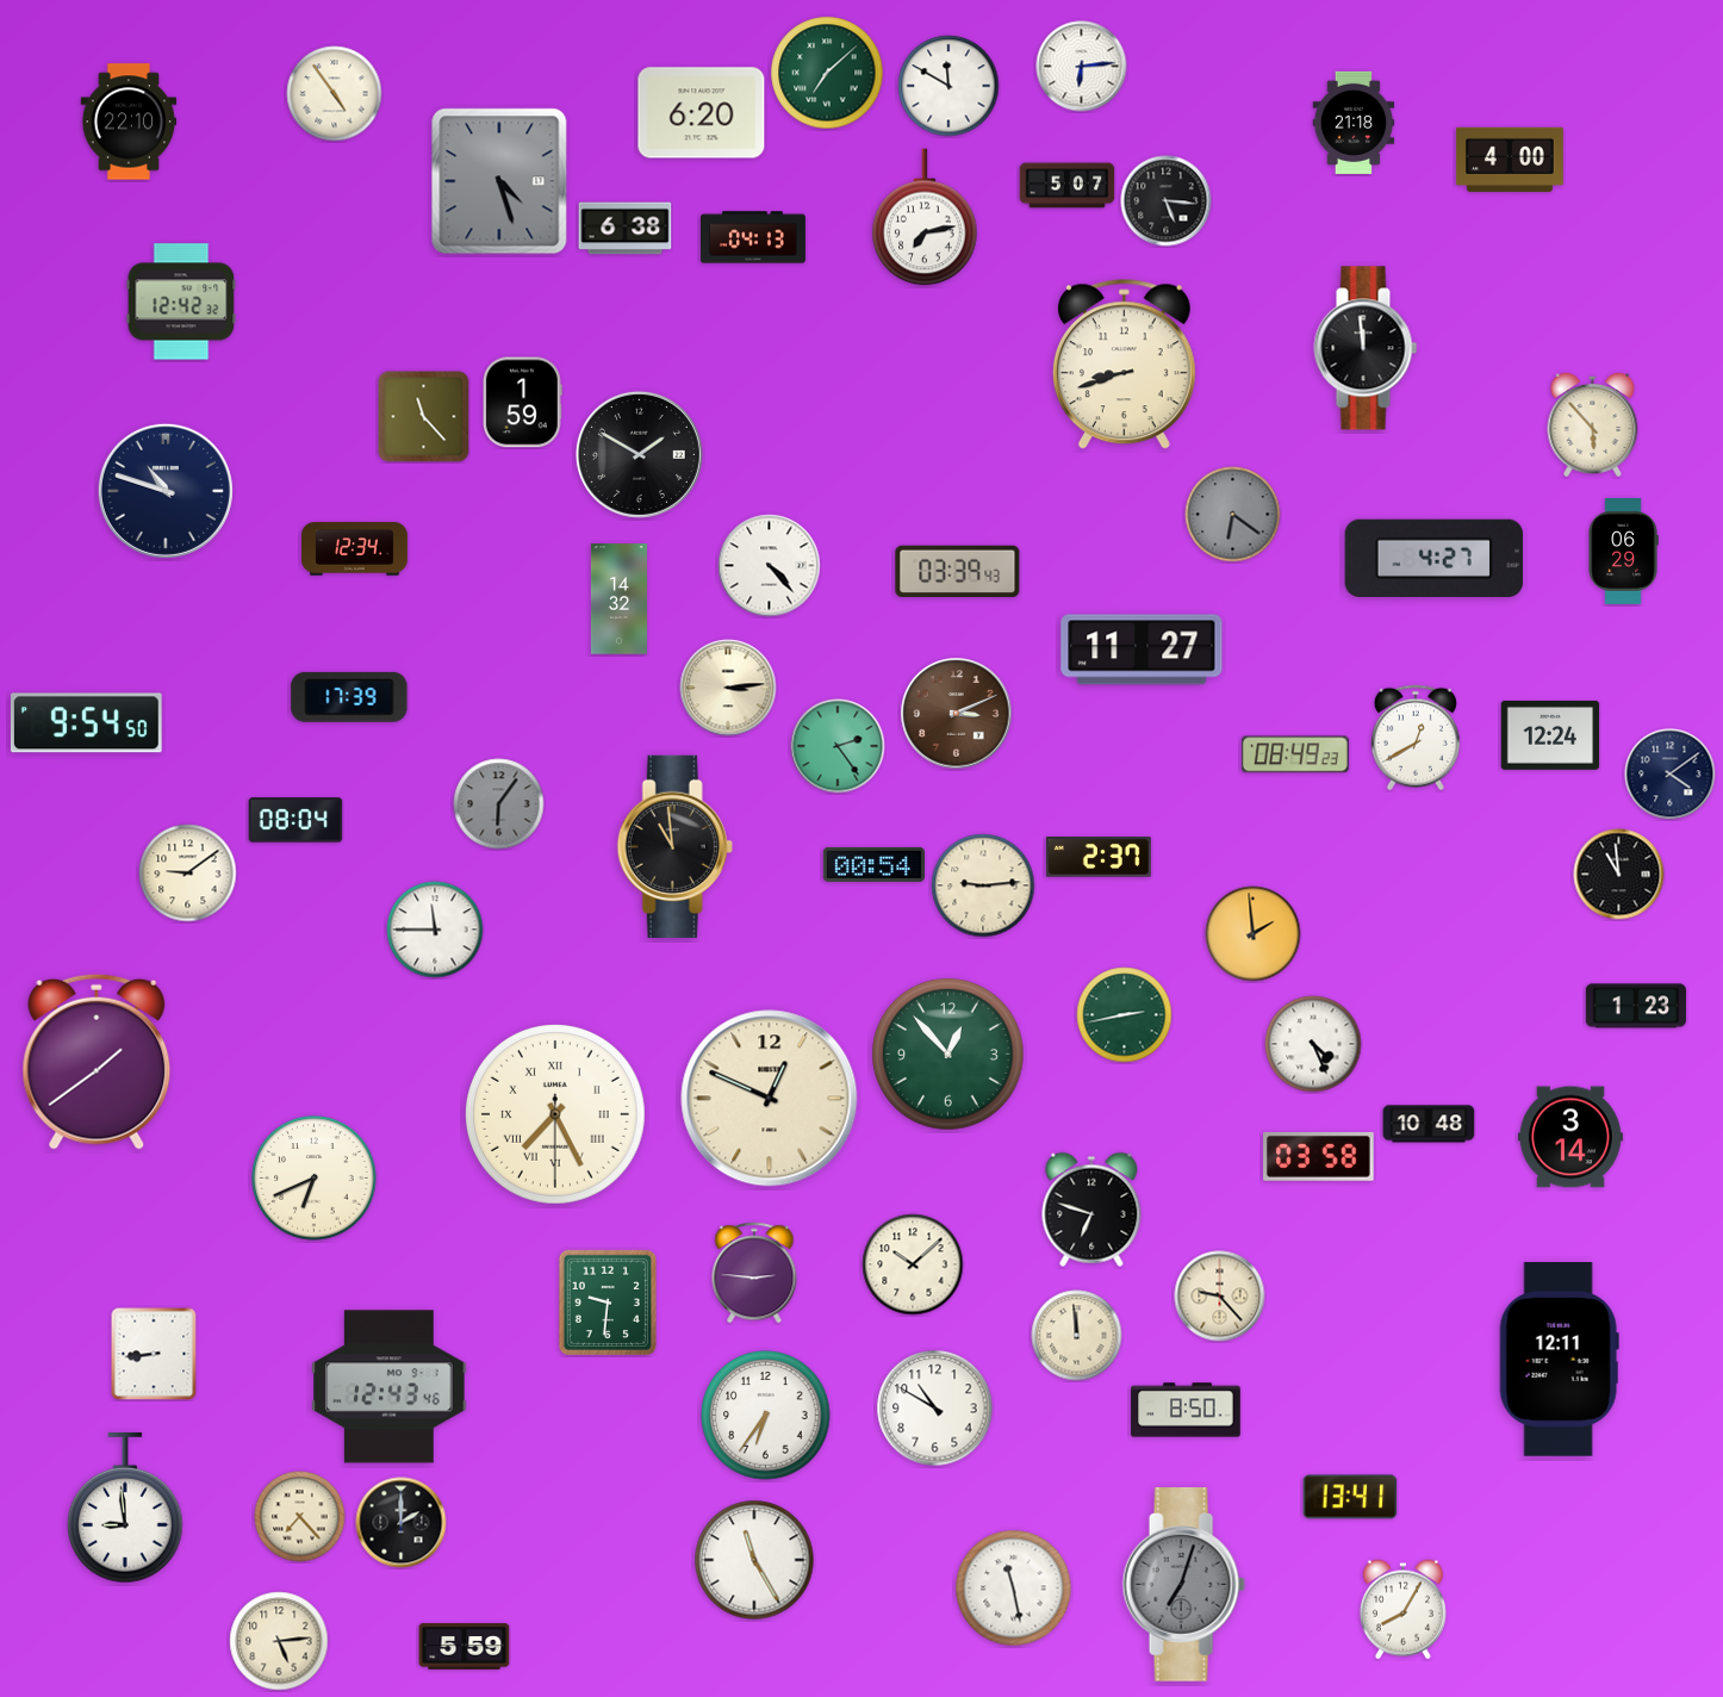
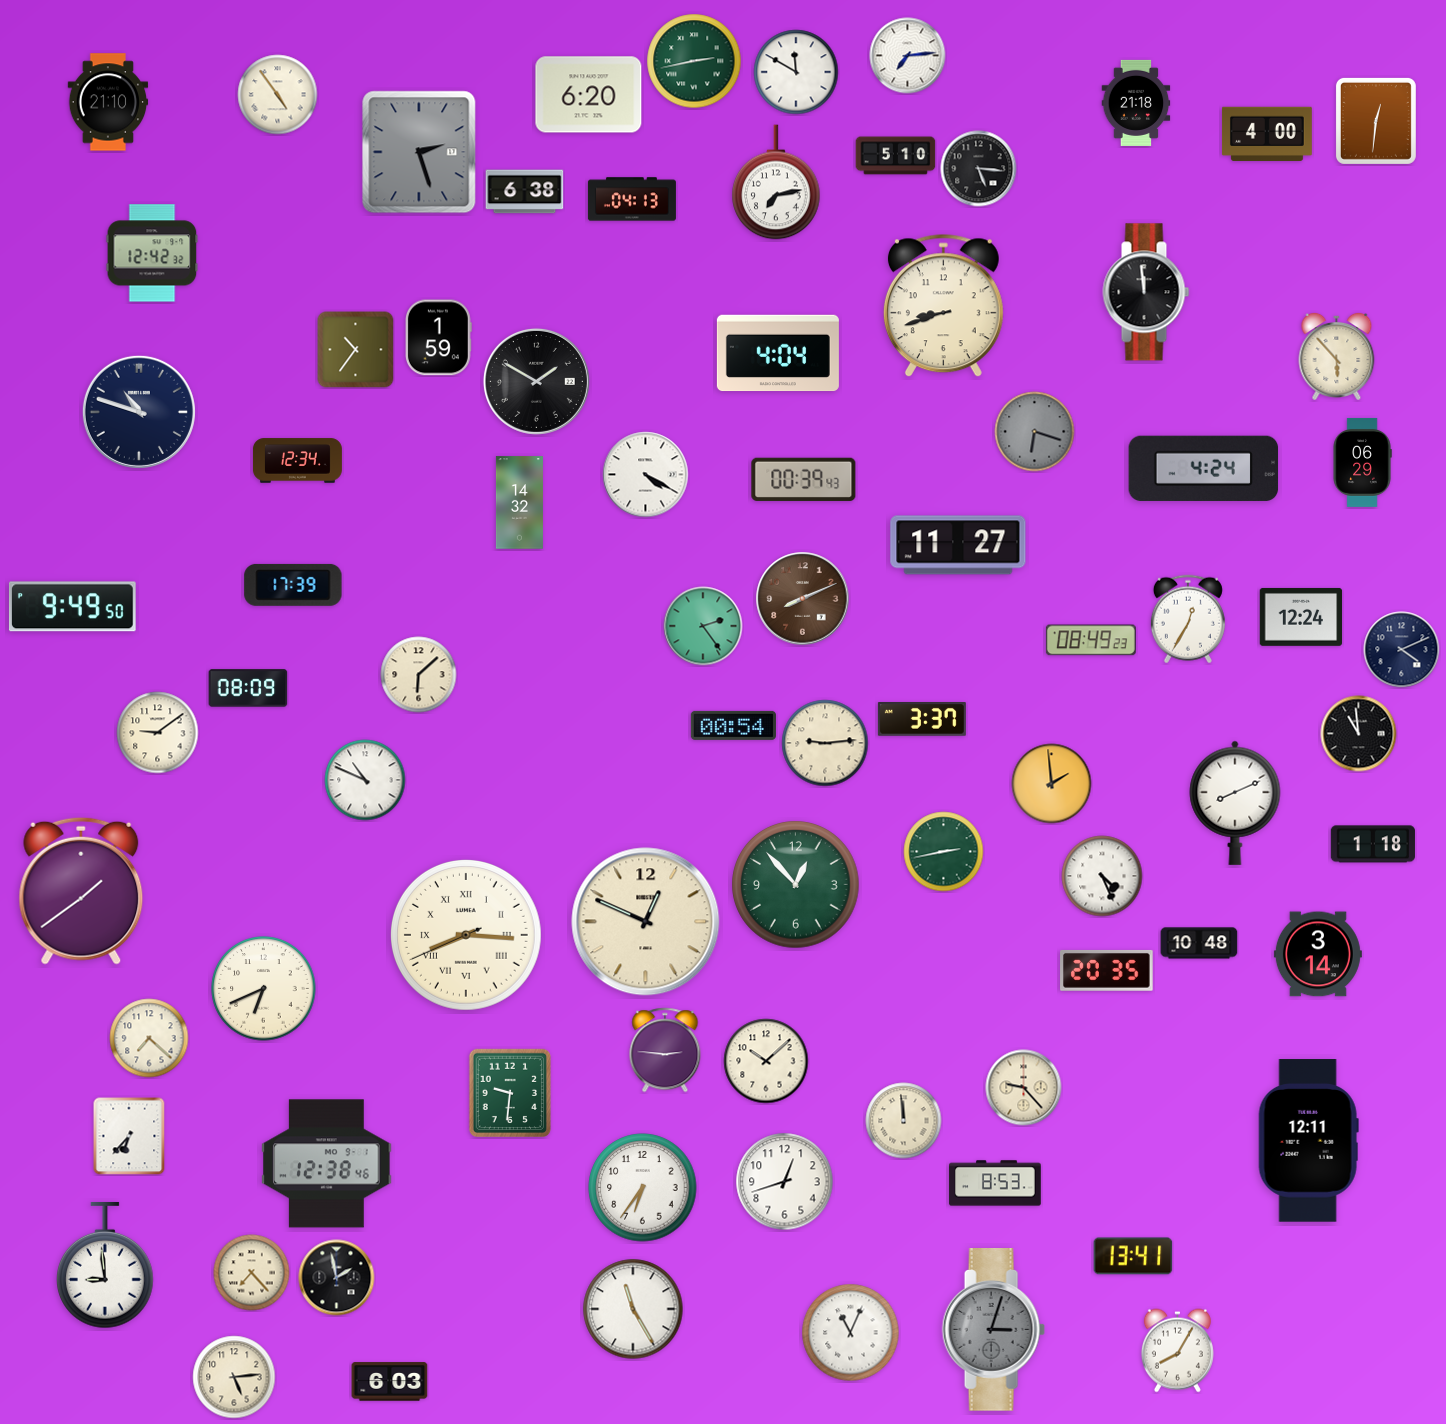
clock at (1082, 67): 6:14 -> 7:14
clock at (827, 73): 7:08 -> 2:43
clock at (335, 94) position: (335, 94) -> (278, 95)
clock at (129, 122): 22:10 -> 21:10
clock at (1376, 121): none -> 12:31
clock at (499, 181): 4:27 -> 2:27
clock at (1068, 186): 5:07 -> 5:10
clock at (424, 417): 11:23 -> 10:36
clock at (778, 353): none -> 4:04
clock at (1233, 515): 6:21 -> 6:18
clock at (1435, 558): 4:27 -> 4:24
clock at (770, 566): 4:23 -> 4:20
clock at (958, 571): 03:39 -> 00:39
clock at (728, 688): 3:14 -> none
clock at (957, 714): 3:11 -> 8:11
clock at (86, 723): 9:54 -> 9:49
clock at (1416, 738): 12:40 -> 12:35
clock at (1295, 754) position: (1295, 754) -> (1091, 640)
clock at (1671, 775): 4:09 -> 4:11
clock at (499, 804): 6:06 -> 6:08
clock at (499, 804) dial: grey -> cream
clock at (296, 820): 08:04 -> 08:09
clock at (674, 846): 10:59 -> none
clock at (1099, 858): 2:37 -> 3:37
clock at (435, 930): 11:45 -> 10:49
clock at (1235, 803): none -> 8:11
clock at (1636, 1006): 1:23 -> 1:18
clock at (555, 1114): 7:25 -> 8:15
clock at (1319, 1157): 03:58 -> 20:35
clock at (1091, 1210): 6:48 -> none
clock at (149, 1038): none -> 7:22
clock at (754, 1273) position: (754, 1273) -> (665, 1050)
clock at (154, 1354): 8:44 -> 6:37
clock at (390, 1387): 12:43 -> 12:38
clock at (935, 1409): 10:50 -> 12:42
clock at (1186, 1410): 8:50 -> 8:53
clock at (402, 1523): 2:00 -> 1:58
clock at (1183, 1585): 7:03 -> 3:03
clock at (1014, 1589): 11:28 -> 11:04
clock at (465, 1647): 5:59 -> 6:03
